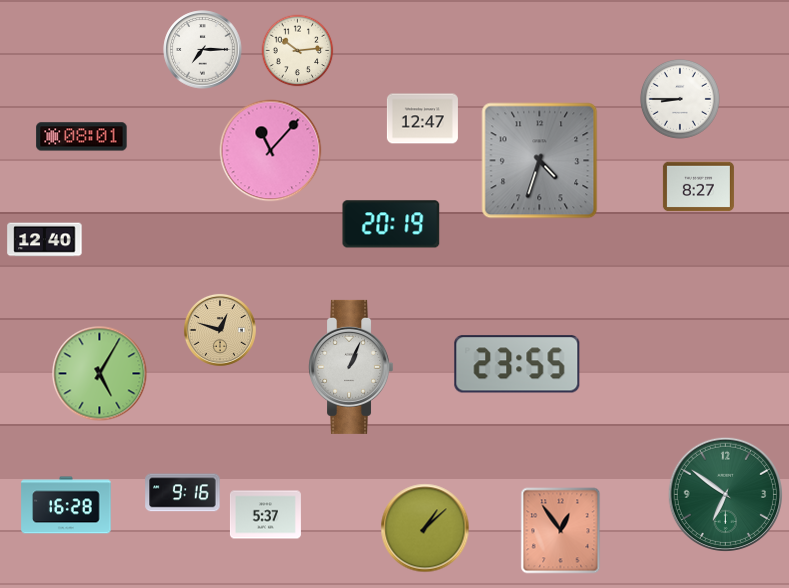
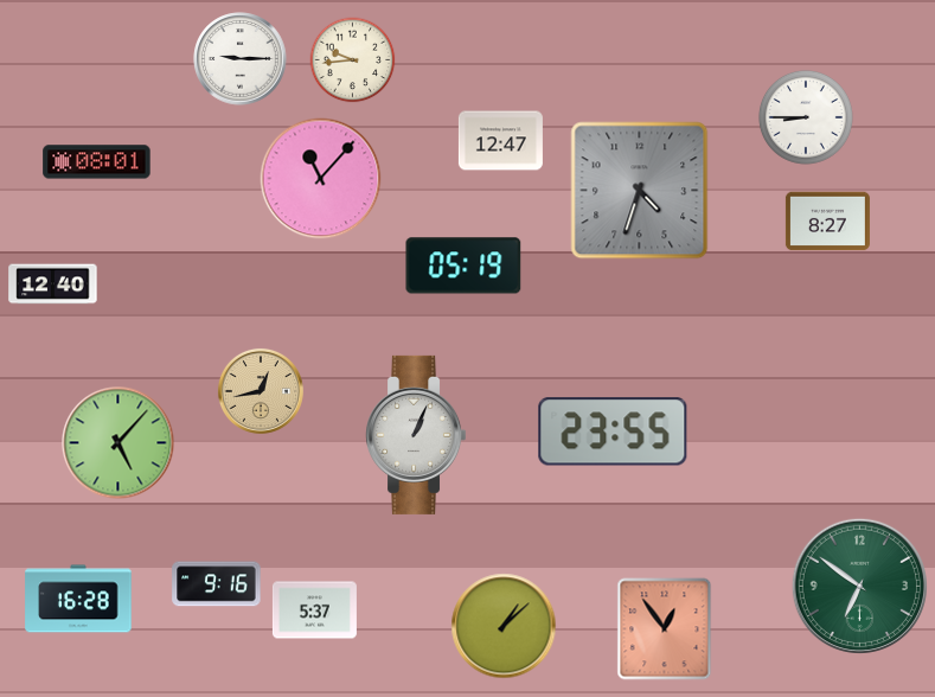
clock at (203, 50): 7:15 -> 9:15
clock at (298, 51): 10:14 -> 9:44
clock at (391, 224): 20:19 -> 05:19
clock at (220, 330): 12:48 -> 12:43
clock at (100, 374): 5:05 -> 5:07
